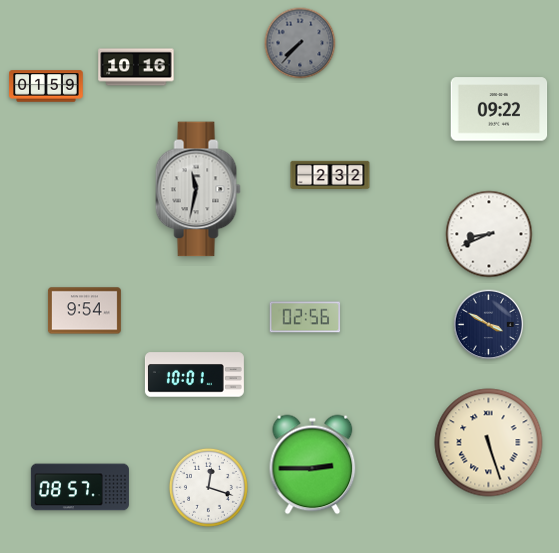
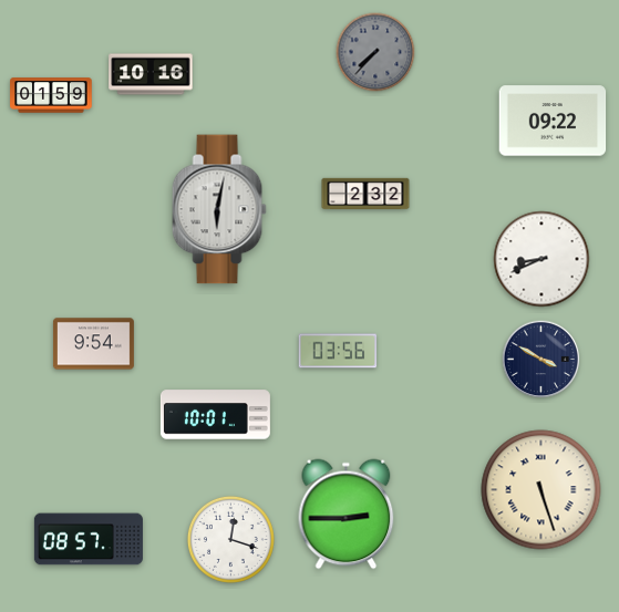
clock at (300, 43) position: (300, 43) -> (375, 52)
clock at (198, 189): 11:32 -> 6:02
clock at (305, 317): 02:56 -> 03:56
